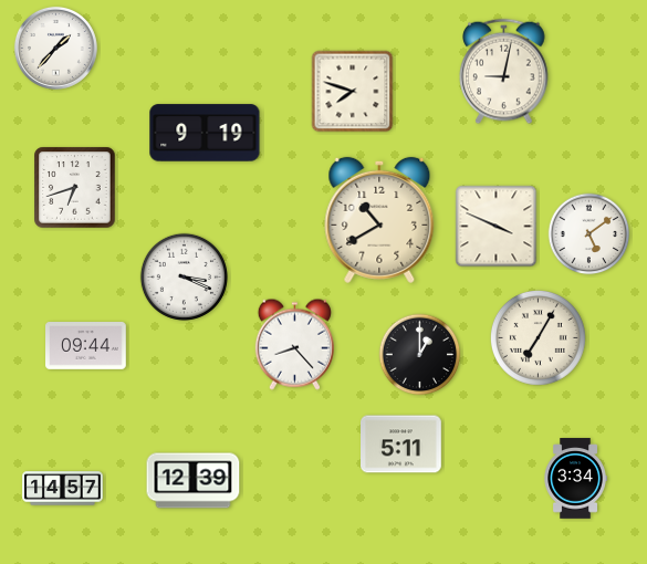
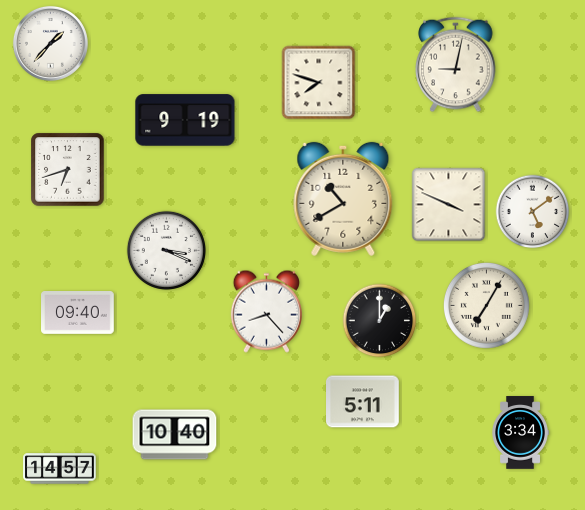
clock at (86, 346): 09:44 -> 09:40
clock at (194, 481): 12:39 -> 10:40
clock at (63, 489) position: (63, 489) -> (60, 469)
